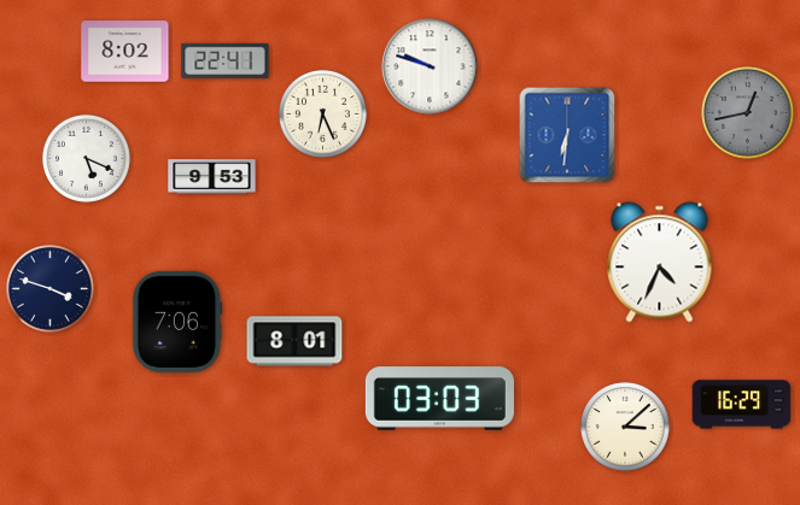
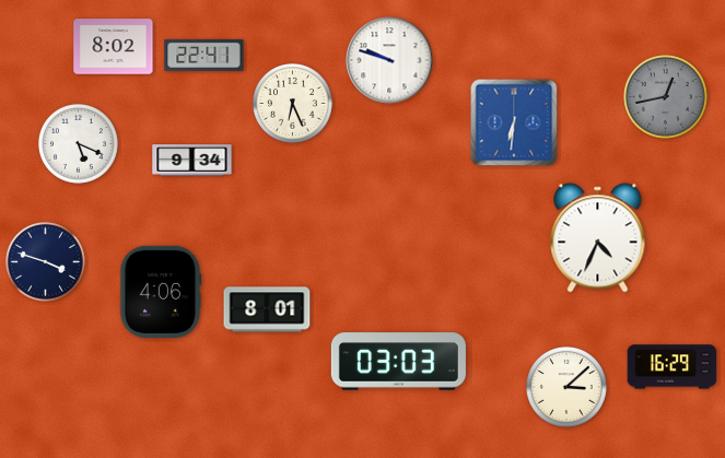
clock at (748, 113) position: (748, 113) -> (666, 97)
clock at (212, 177): 9:53 -> 9:34
clock at (177, 322): 7:06 -> 4:06
